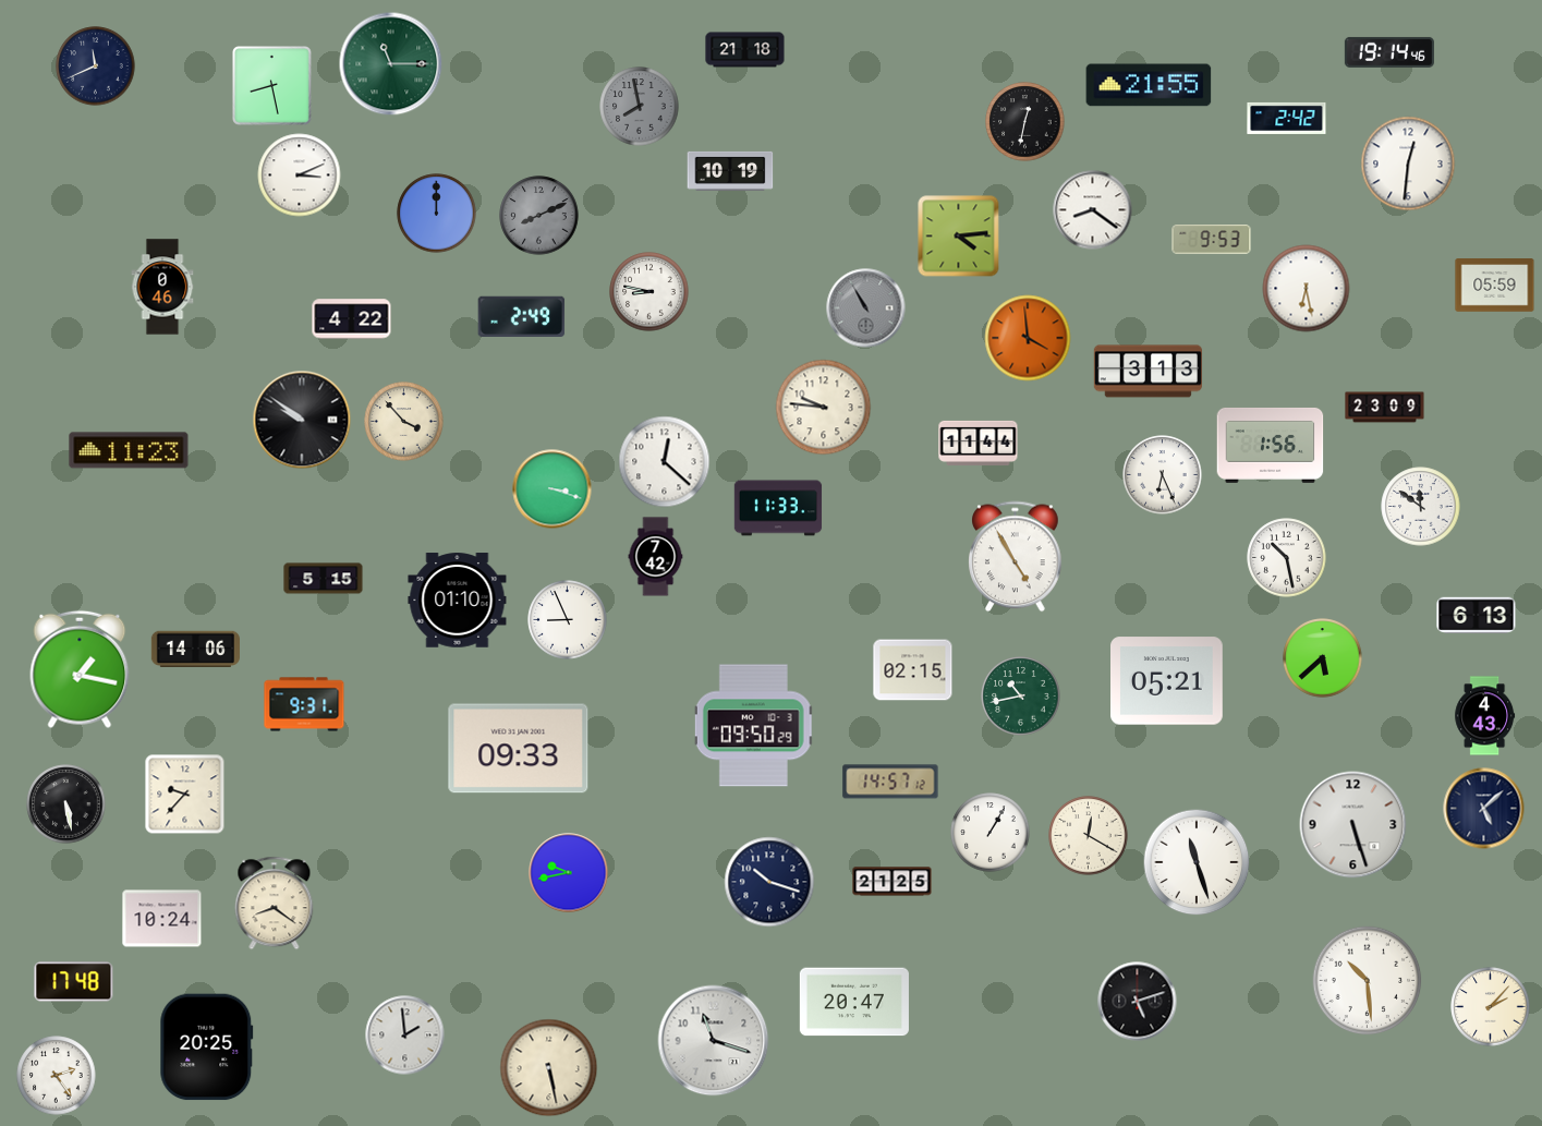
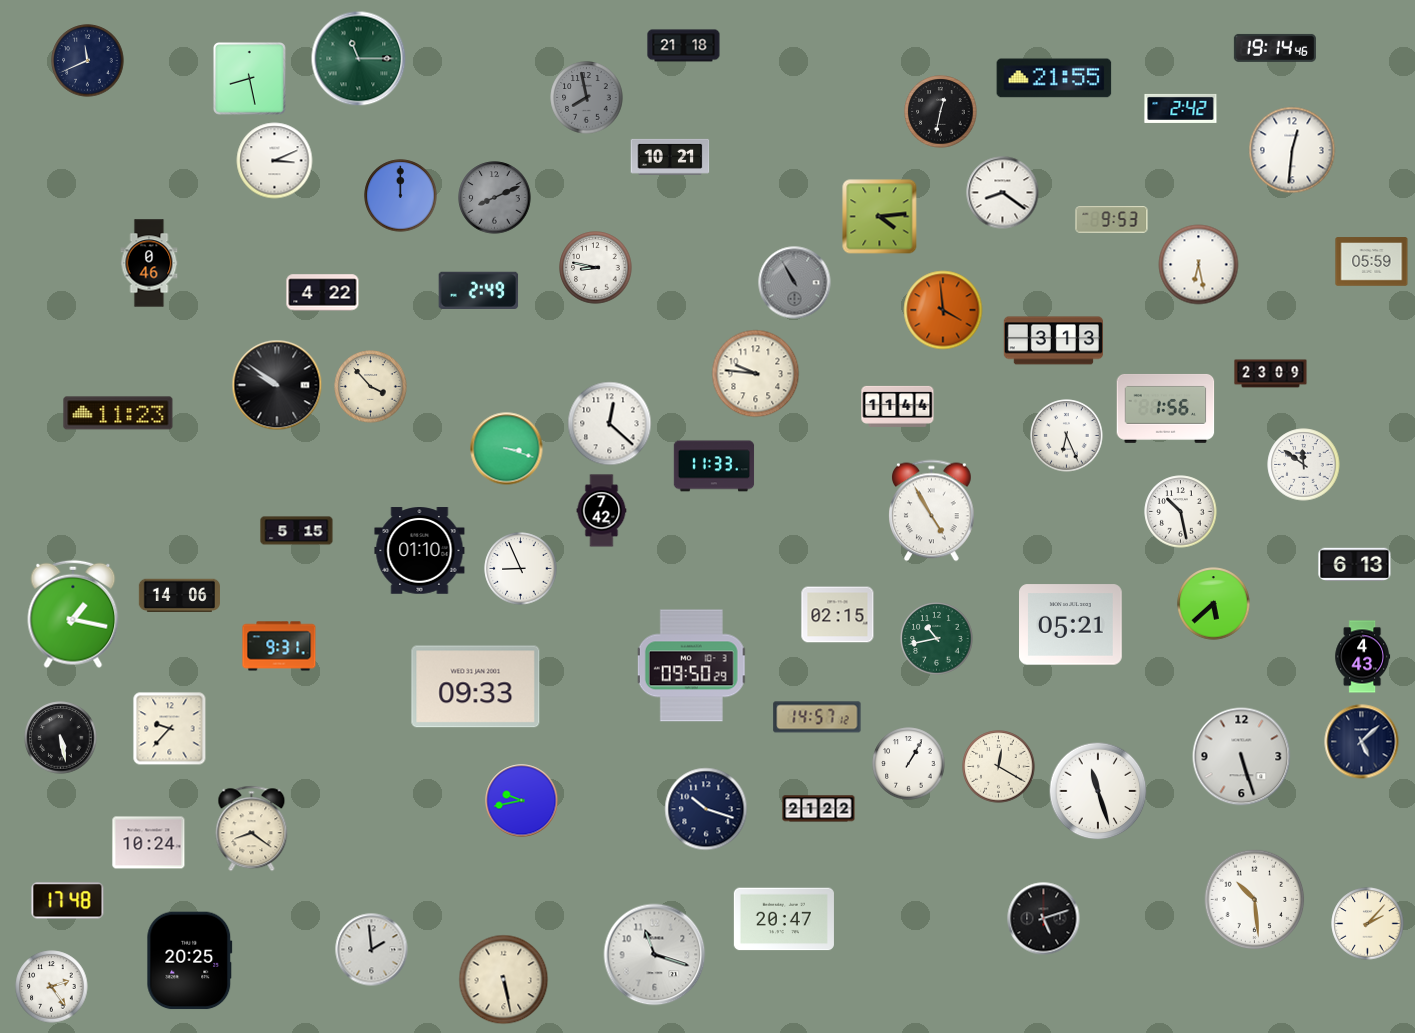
clock at (730, 171): 10:19 -> 10:21
clock at (893, 882): 21:25 -> 21:22
